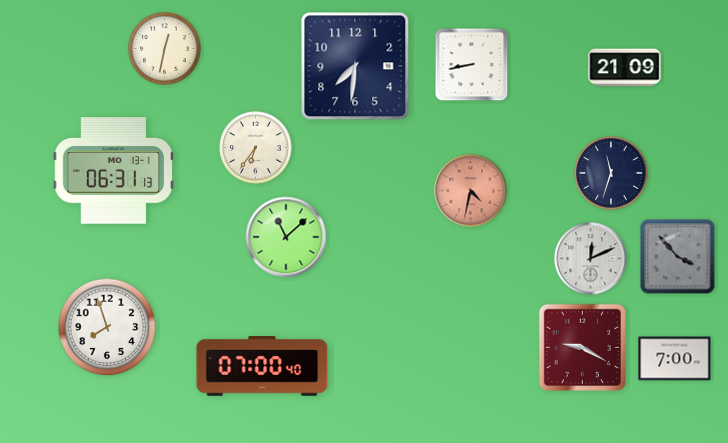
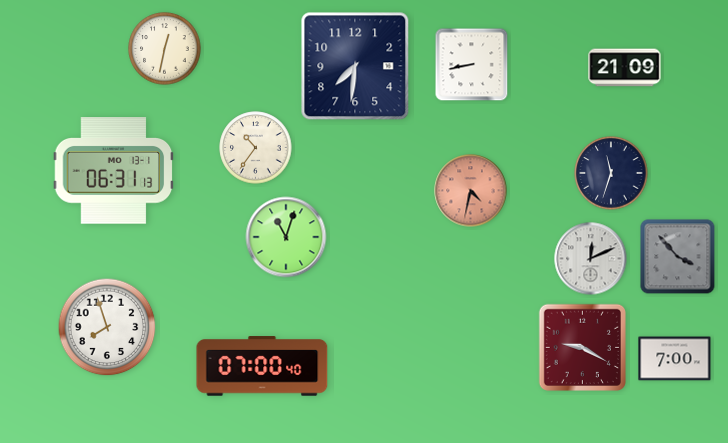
clock at (256, 148): 6:36 -> 10:36
clock at (286, 237): 11:08 -> 11:03
